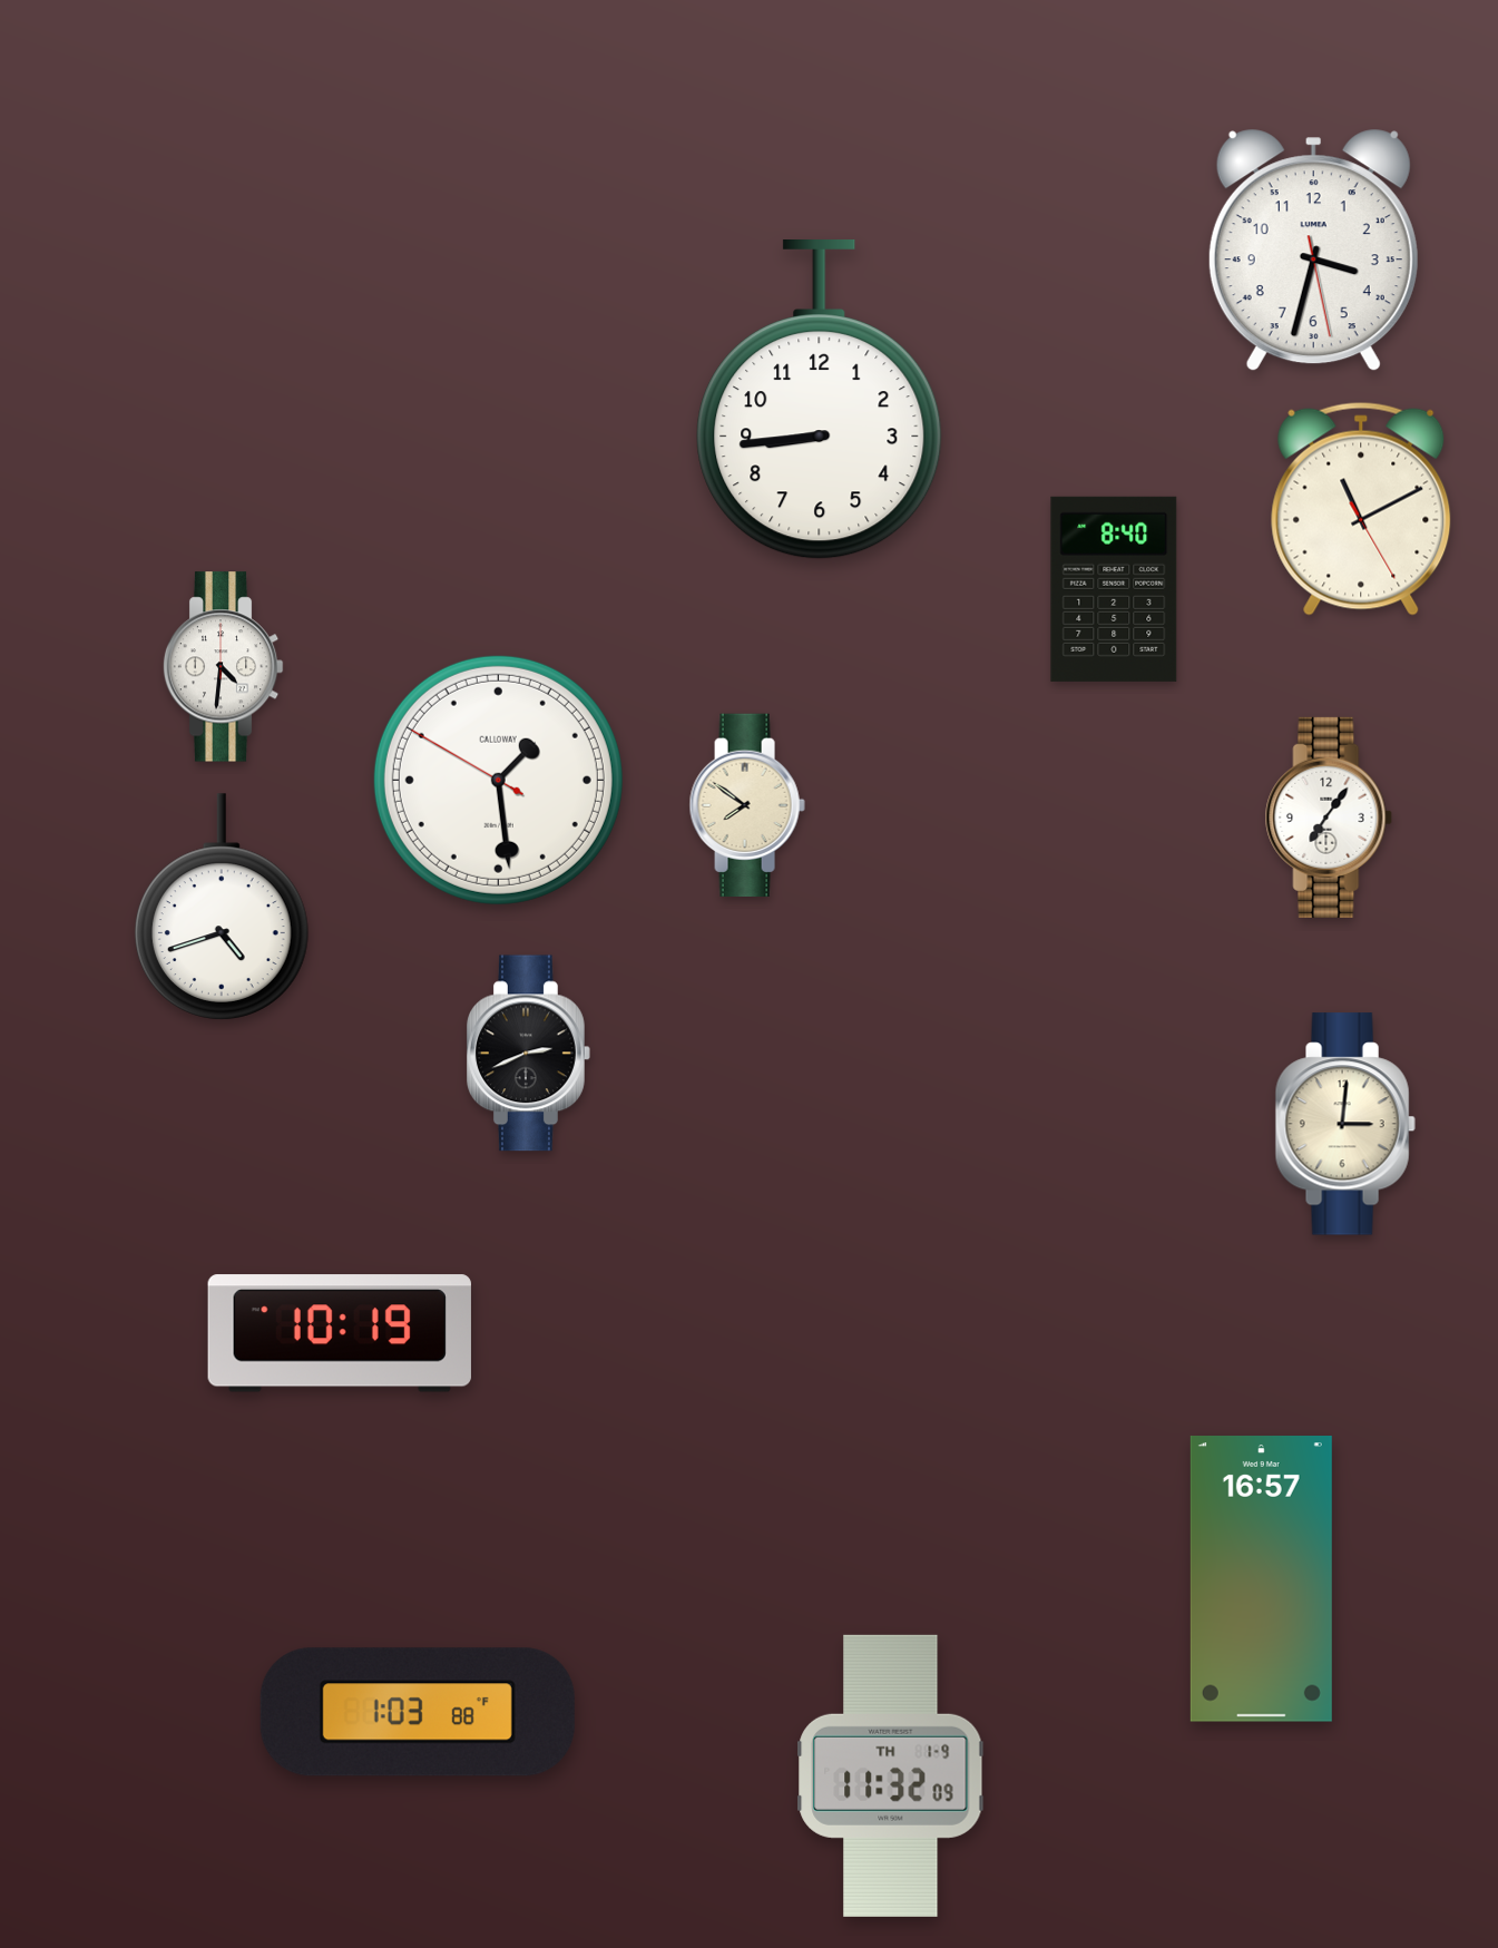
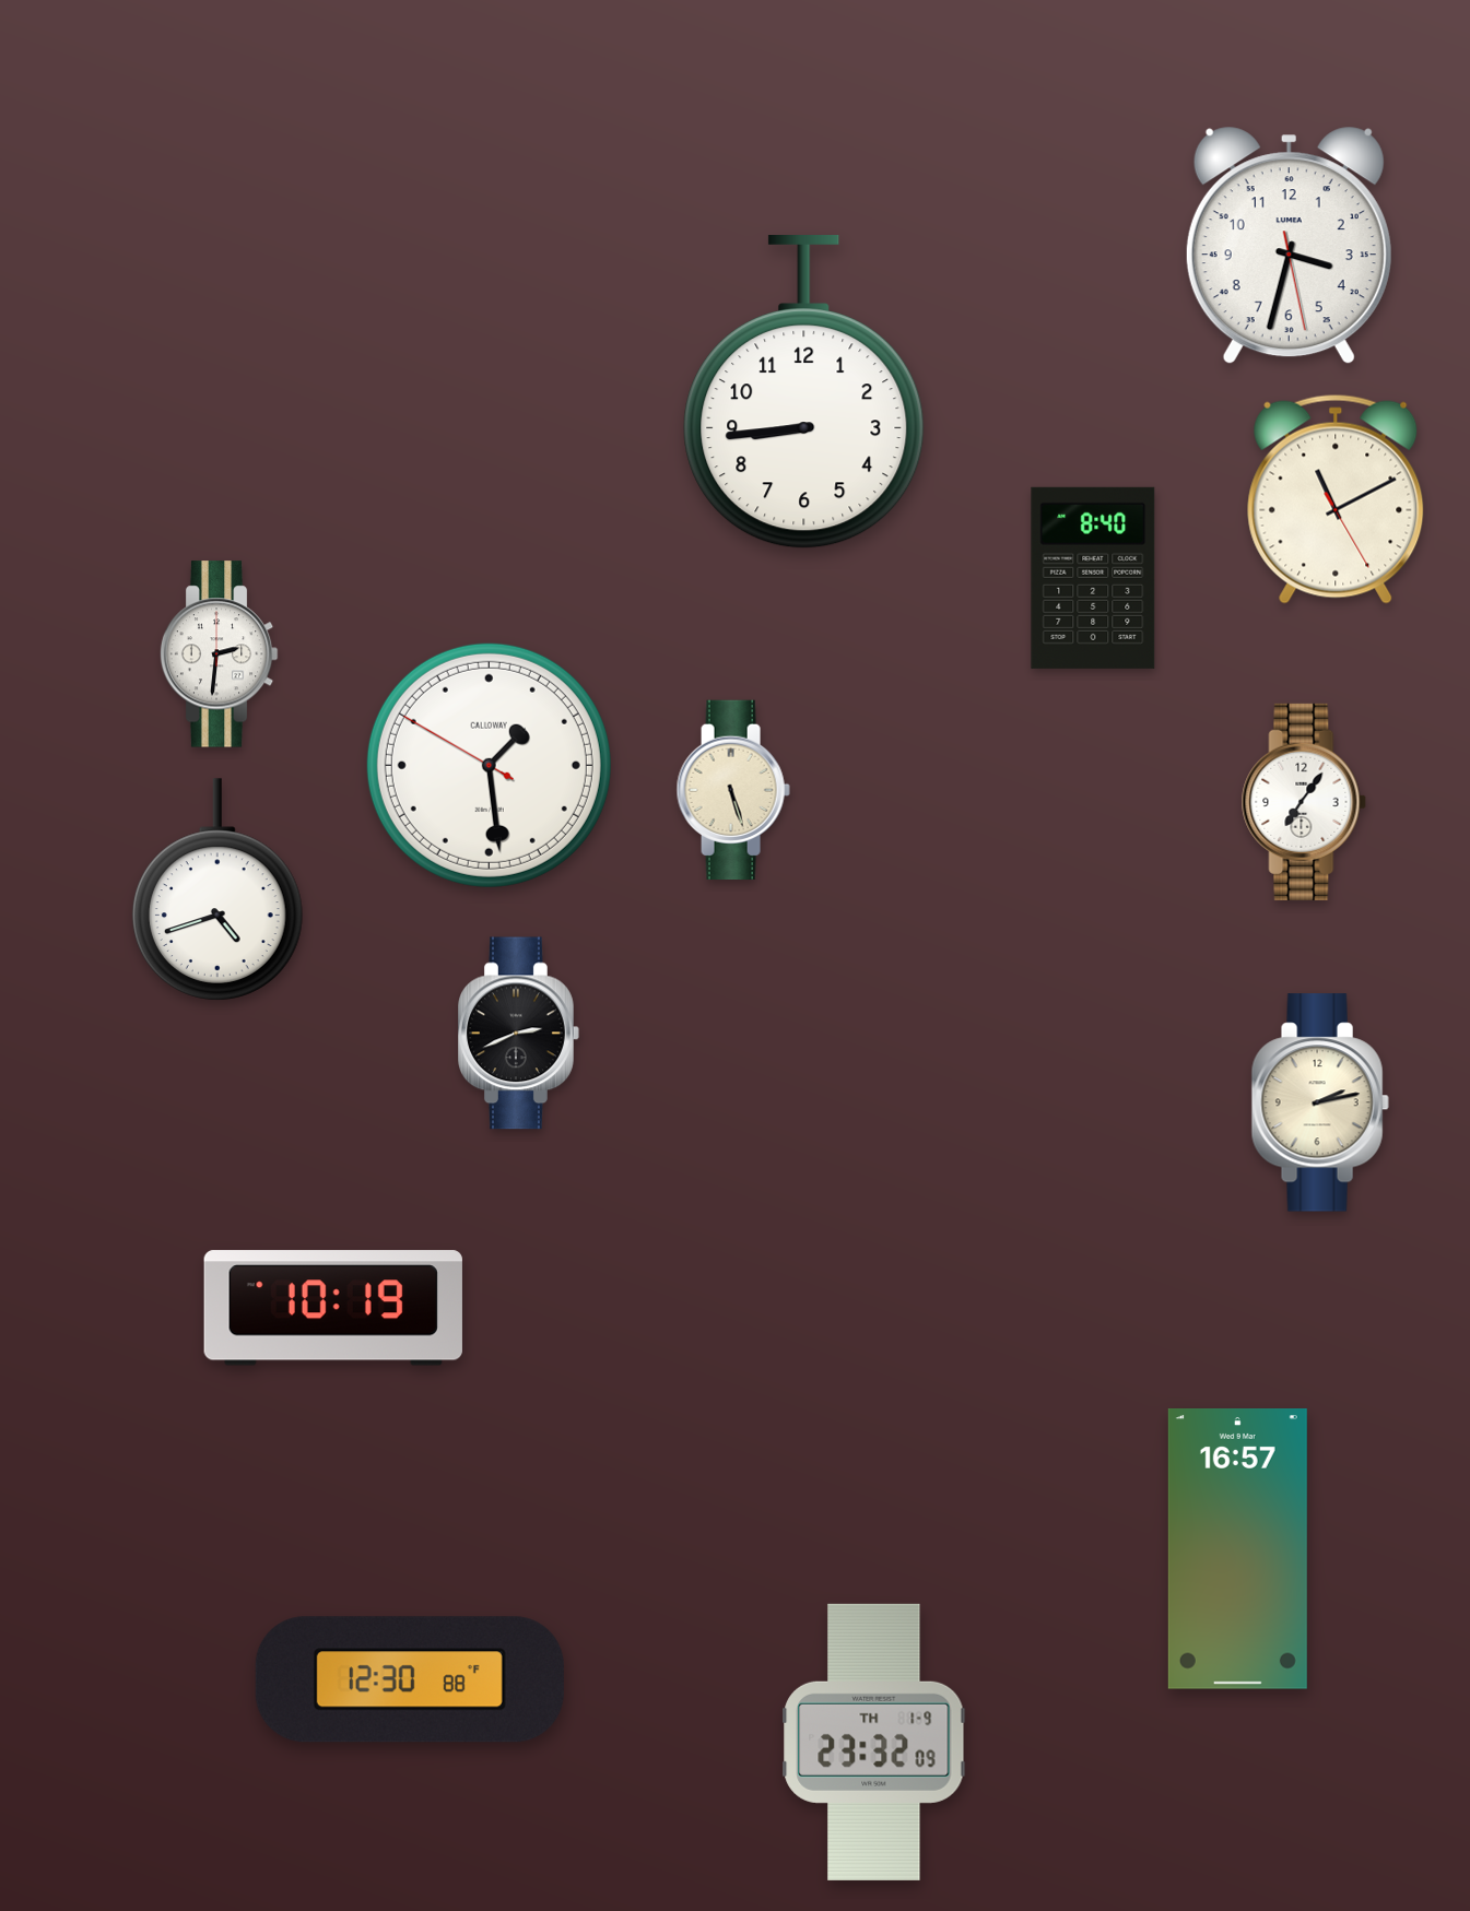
clock at (223, 667): 4:31 -> 2:31
clock at (747, 804): 7:51 -> 5:27
clock at (1345, 1124): 3:01 -> 2:13
clock at (418, 1712): 1:03 -> 12:30
clock at (891, 1775): 11:32 -> 23:32
